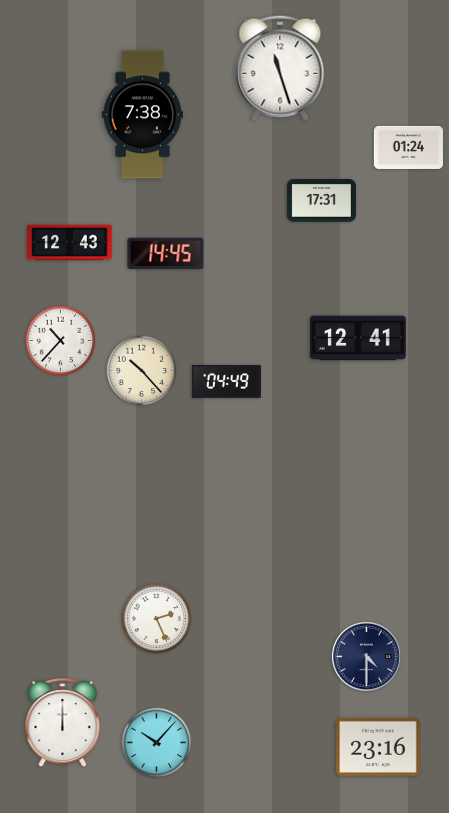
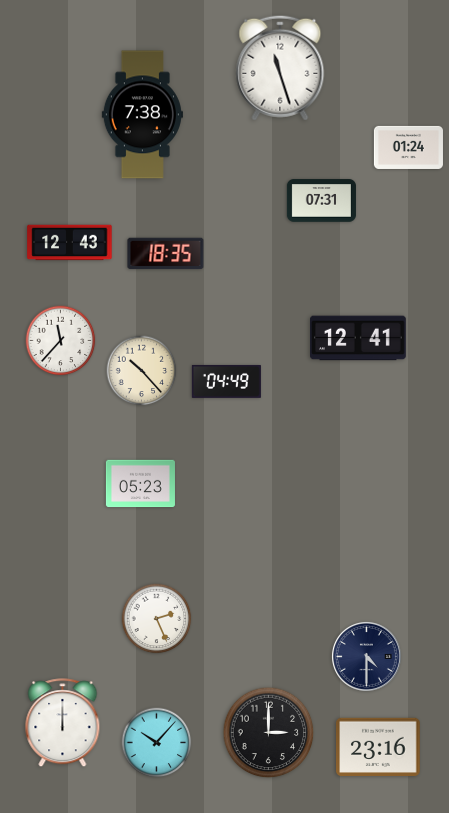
clock at (321, 201): 17:31 -> 07:31
clock at (166, 254): 14:45 -> 18:35
clock at (61, 341): 10:37 -> 11:37
clock at (140, 484): none -> 05:23
clock at (269, 733): none -> 3:00
